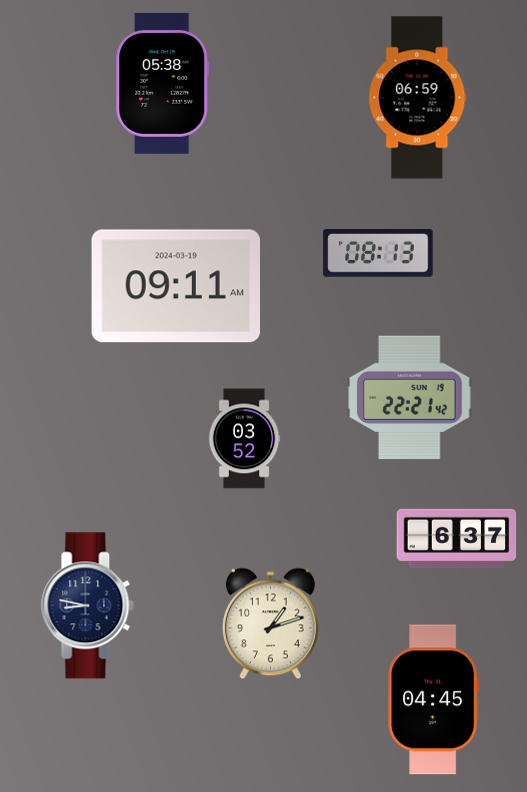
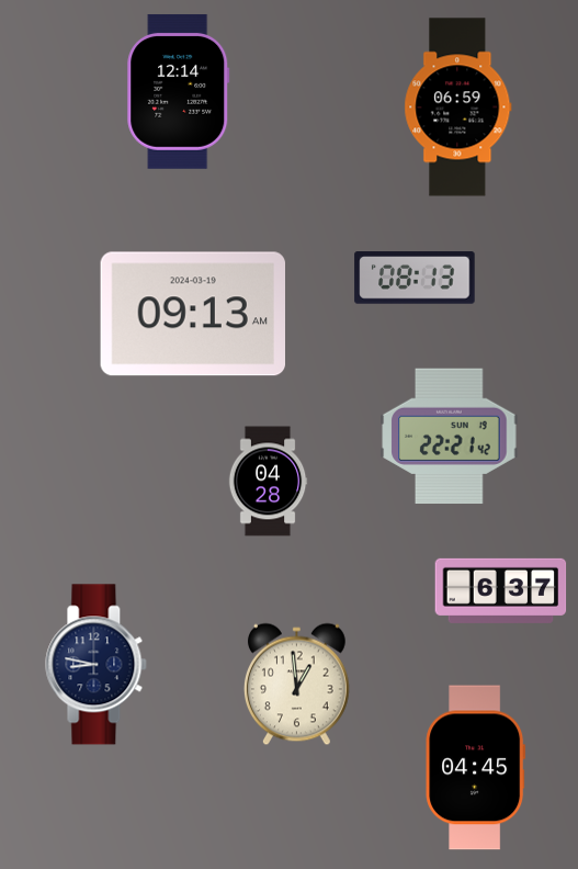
clock at (163, 83): 05:38 -> 12:14
clock at (175, 286): 09:11 -> 09:13
clock at (244, 439): 03:52 -> 04:28
clock at (270, 624): 1:12 -> 12:59
